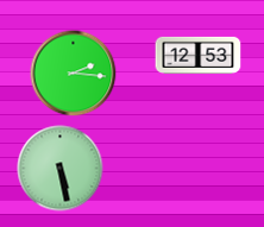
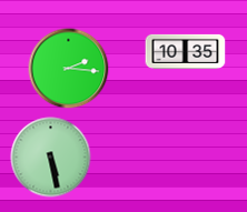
clock at (199, 55): 12:53 -> 10:35
clock at (61, 169) position: (61, 169) -> (51, 158)
